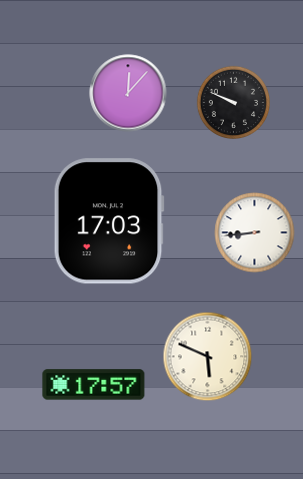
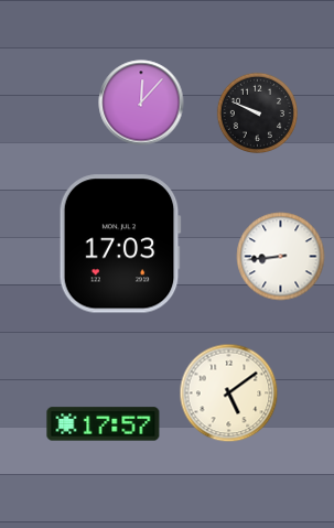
clock at (208, 357): 5:49 -> 5:09
